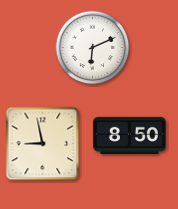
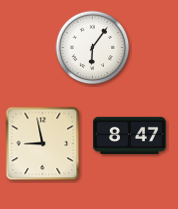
clock at (93, 48): 6:11 -> 6:06
clock at (130, 135): 8:50 -> 8:47
